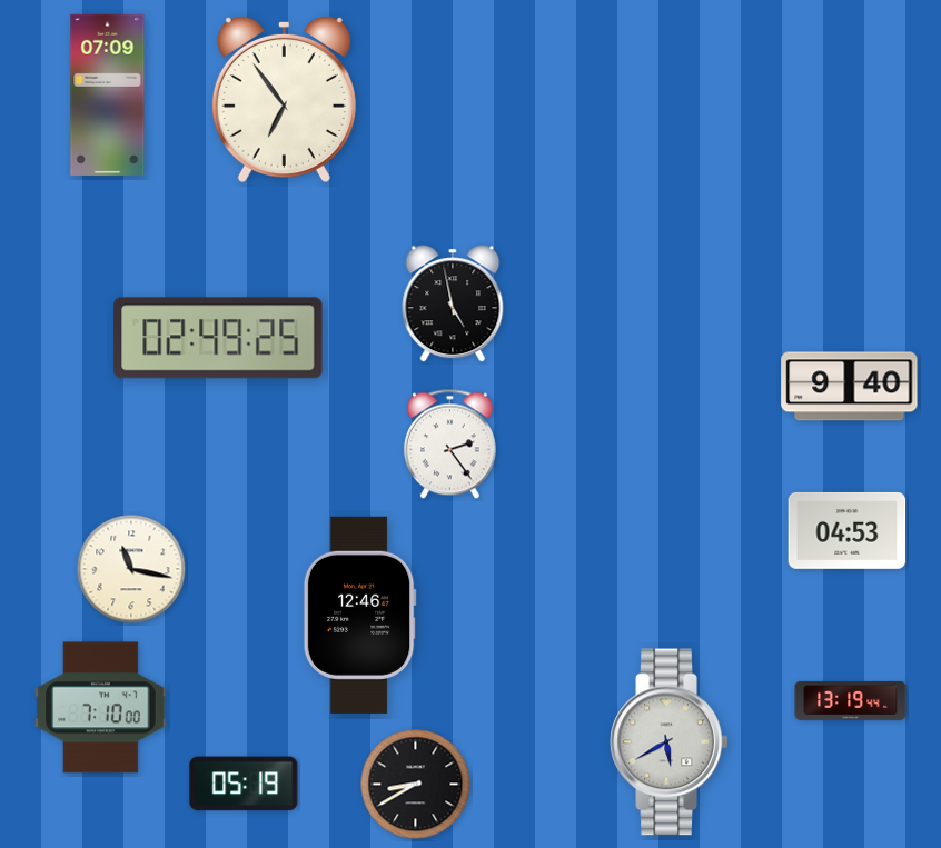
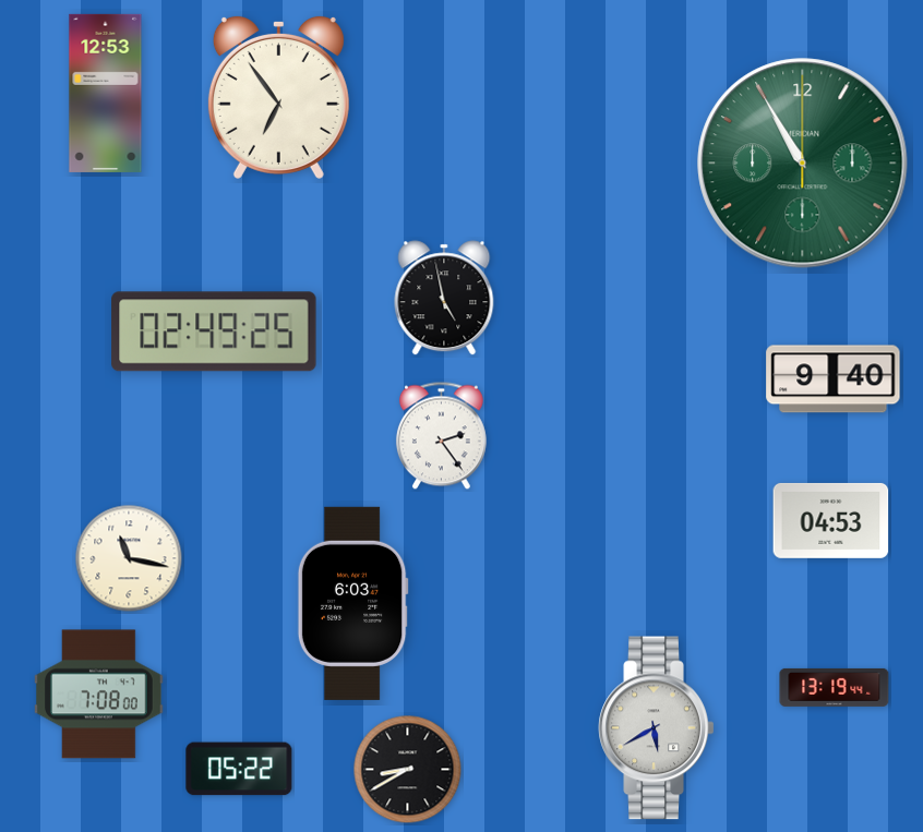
clock at (108, 94): 07:09 -> 12:53
clock at (803, 164): none -> 10:55
clock at (359, 615): 12:46 -> 6:03
clock at (101, 708): 7:10 -> 7:08
clock at (244, 784): 05:19 -> 05:22
